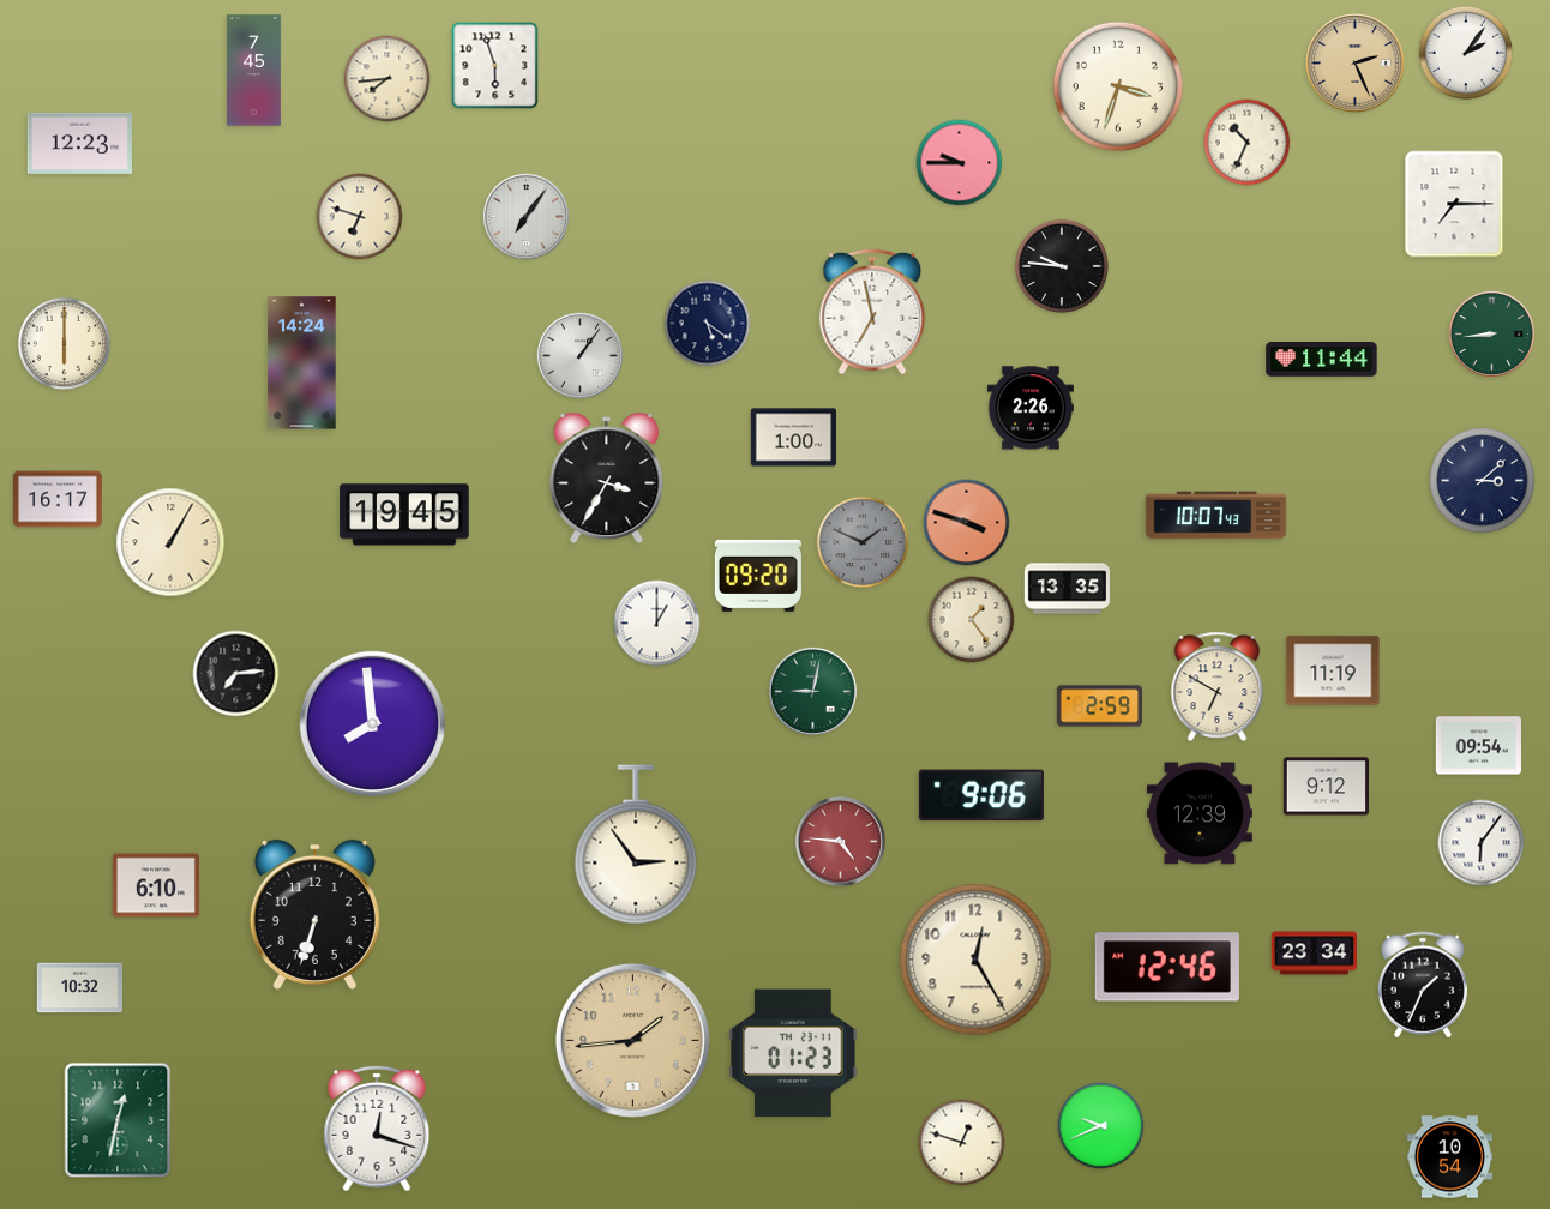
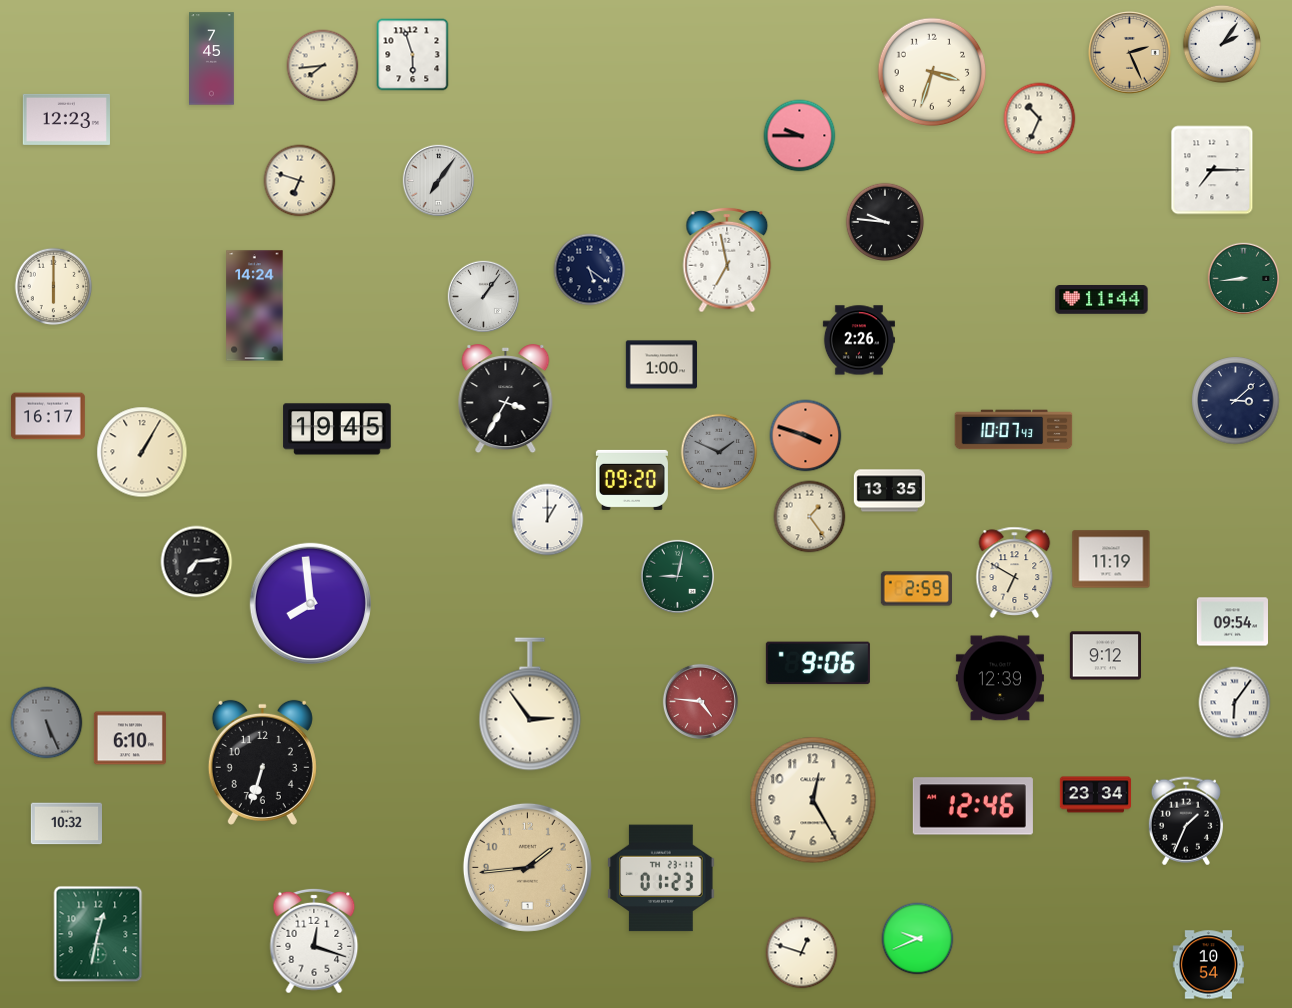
clock at (302, 363) position: (302, 363) -> (255, 306)
clock at (47, 723): none -> 5:26
